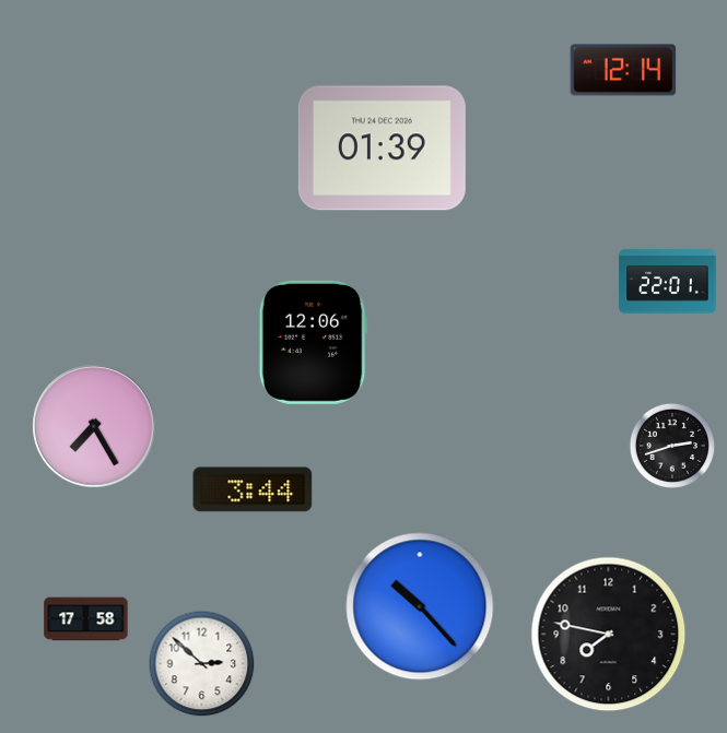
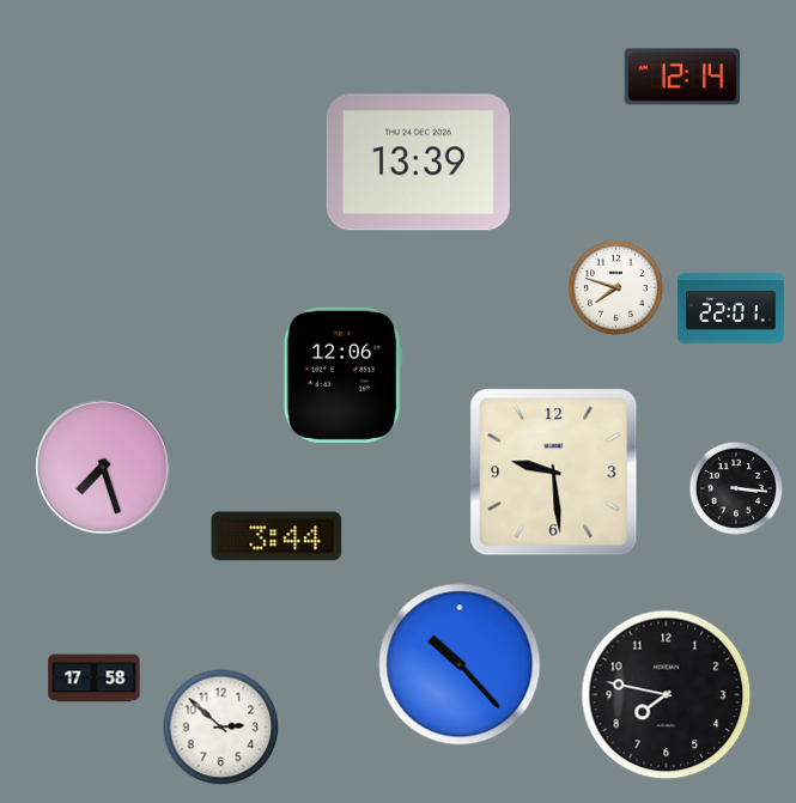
clock at (382, 149): 01:39 -> 13:39
clock at (615, 287): none -> 7:48
clock at (94, 426): 7:25 -> 7:27
clock at (554, 473): none -> 9:29
clock at (671, 445): 2:42 -> 3:16
